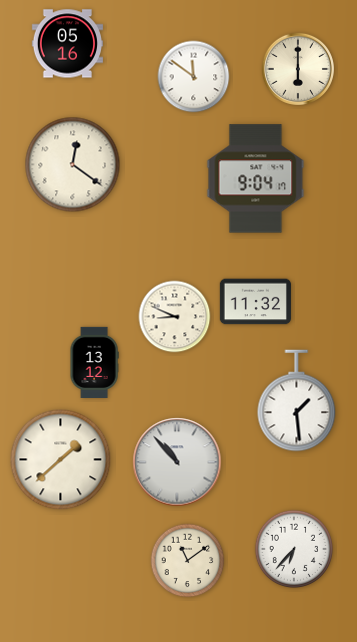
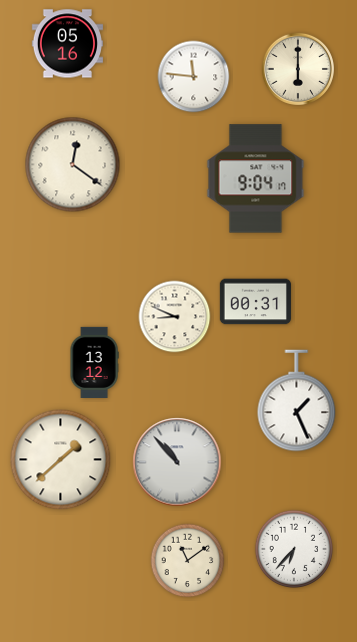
clock at (194, 77): 11:51 -> 11:46
clock at (255, 302): 11:32 -> 00:31
clock at (297, 401): 1:29 -> 1:26
